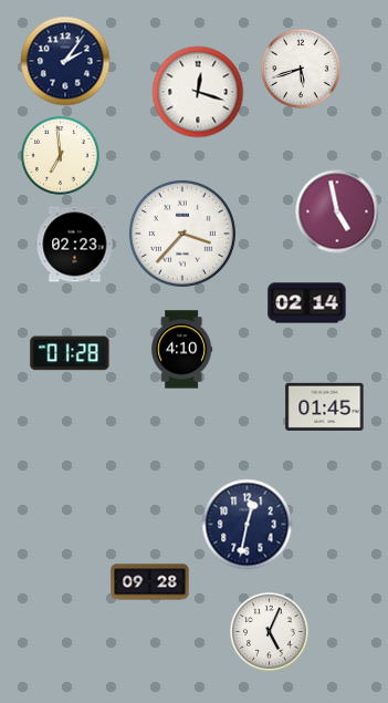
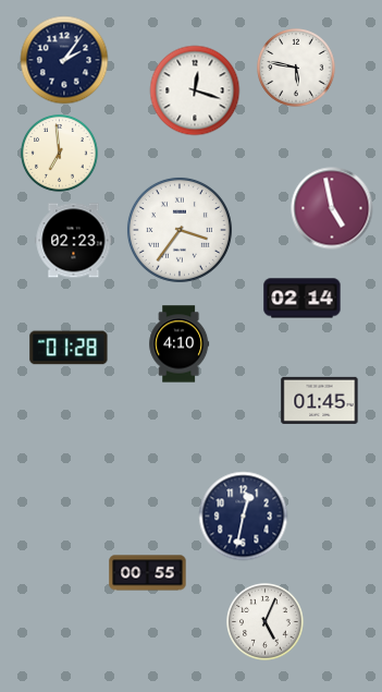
clock at (301, 69): 5:42 -> 5:47
clock at (182, 234): 3:37 -> 3:36
clock at (150, 582): 09:28 -> 00:55
